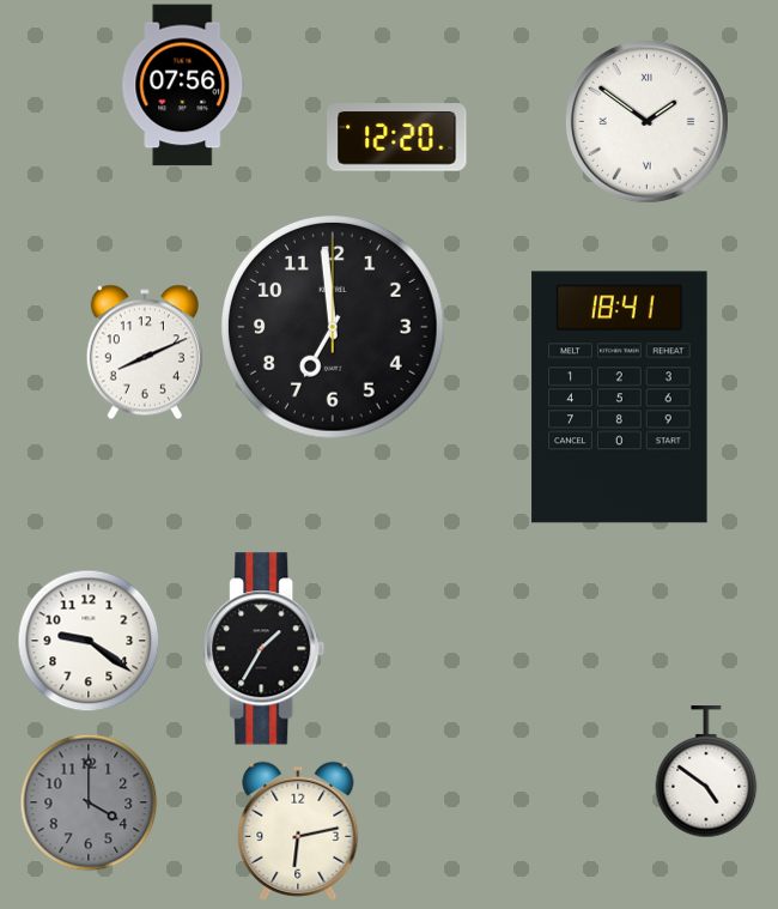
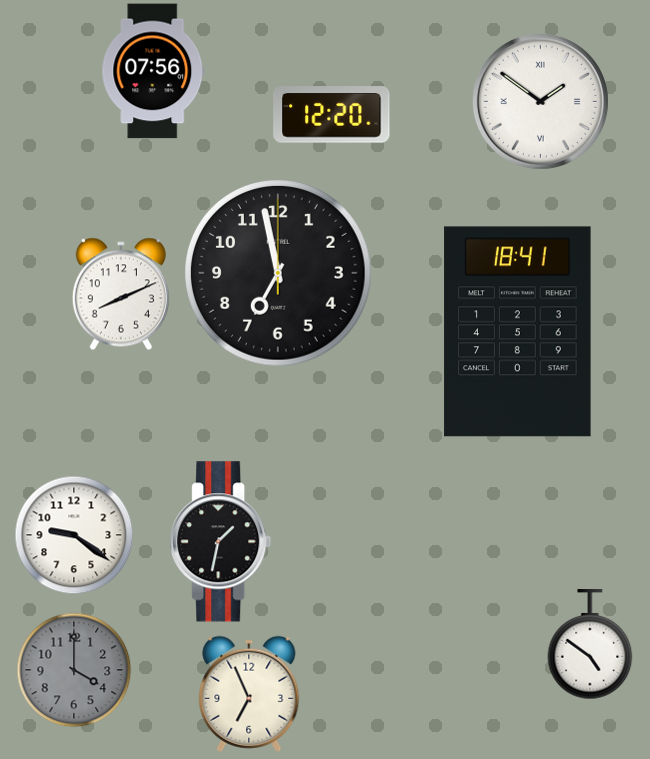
clock at (334, 328): 6:59 -> 6:58
clock at (265, 649): 1:35 -> 1:32
clock at (298, 831): 6:13 -> 6:56
